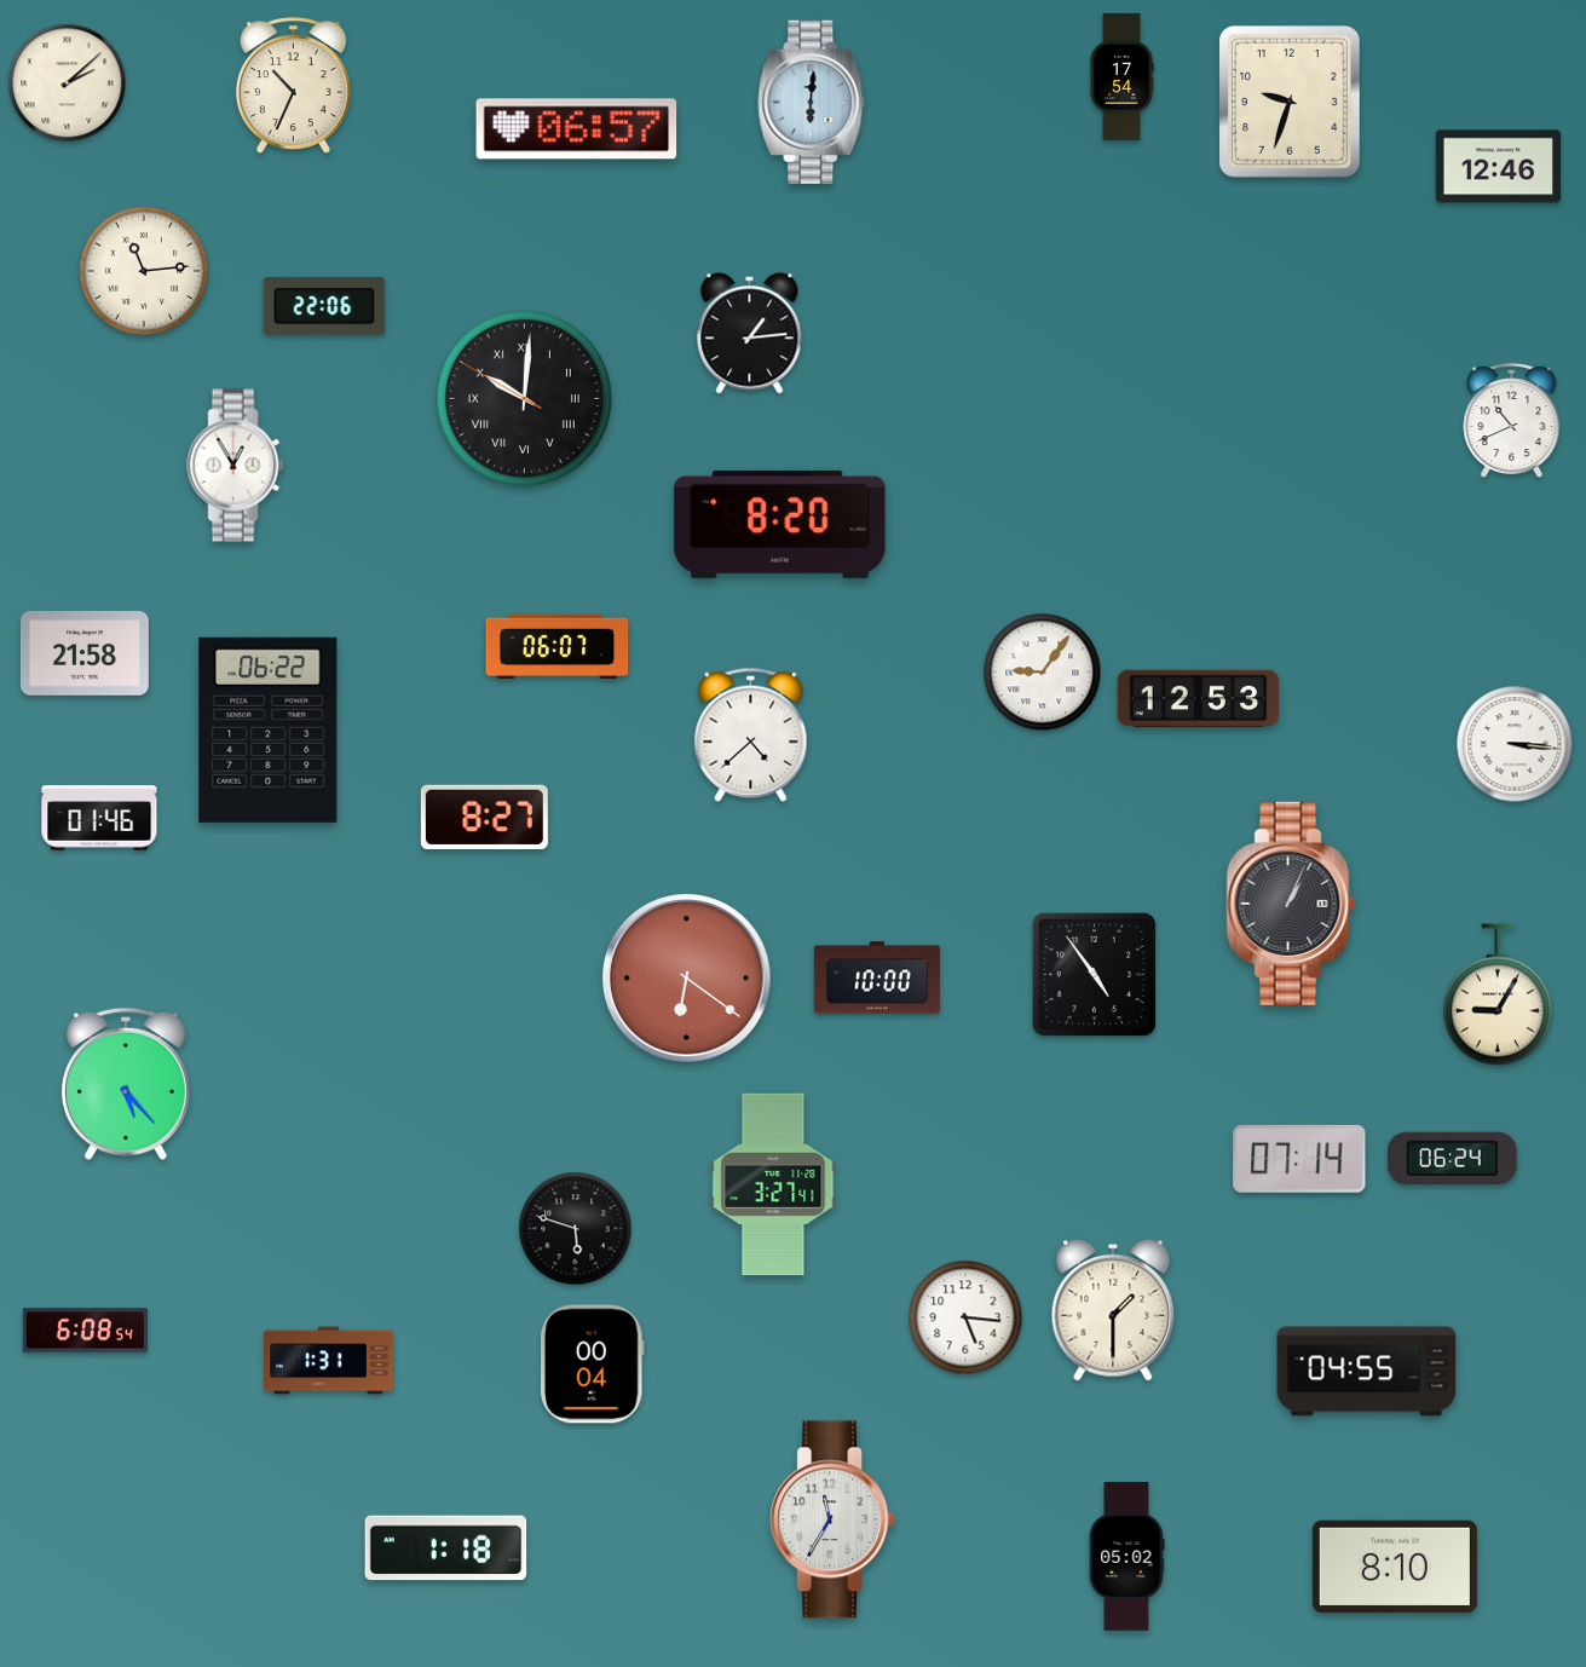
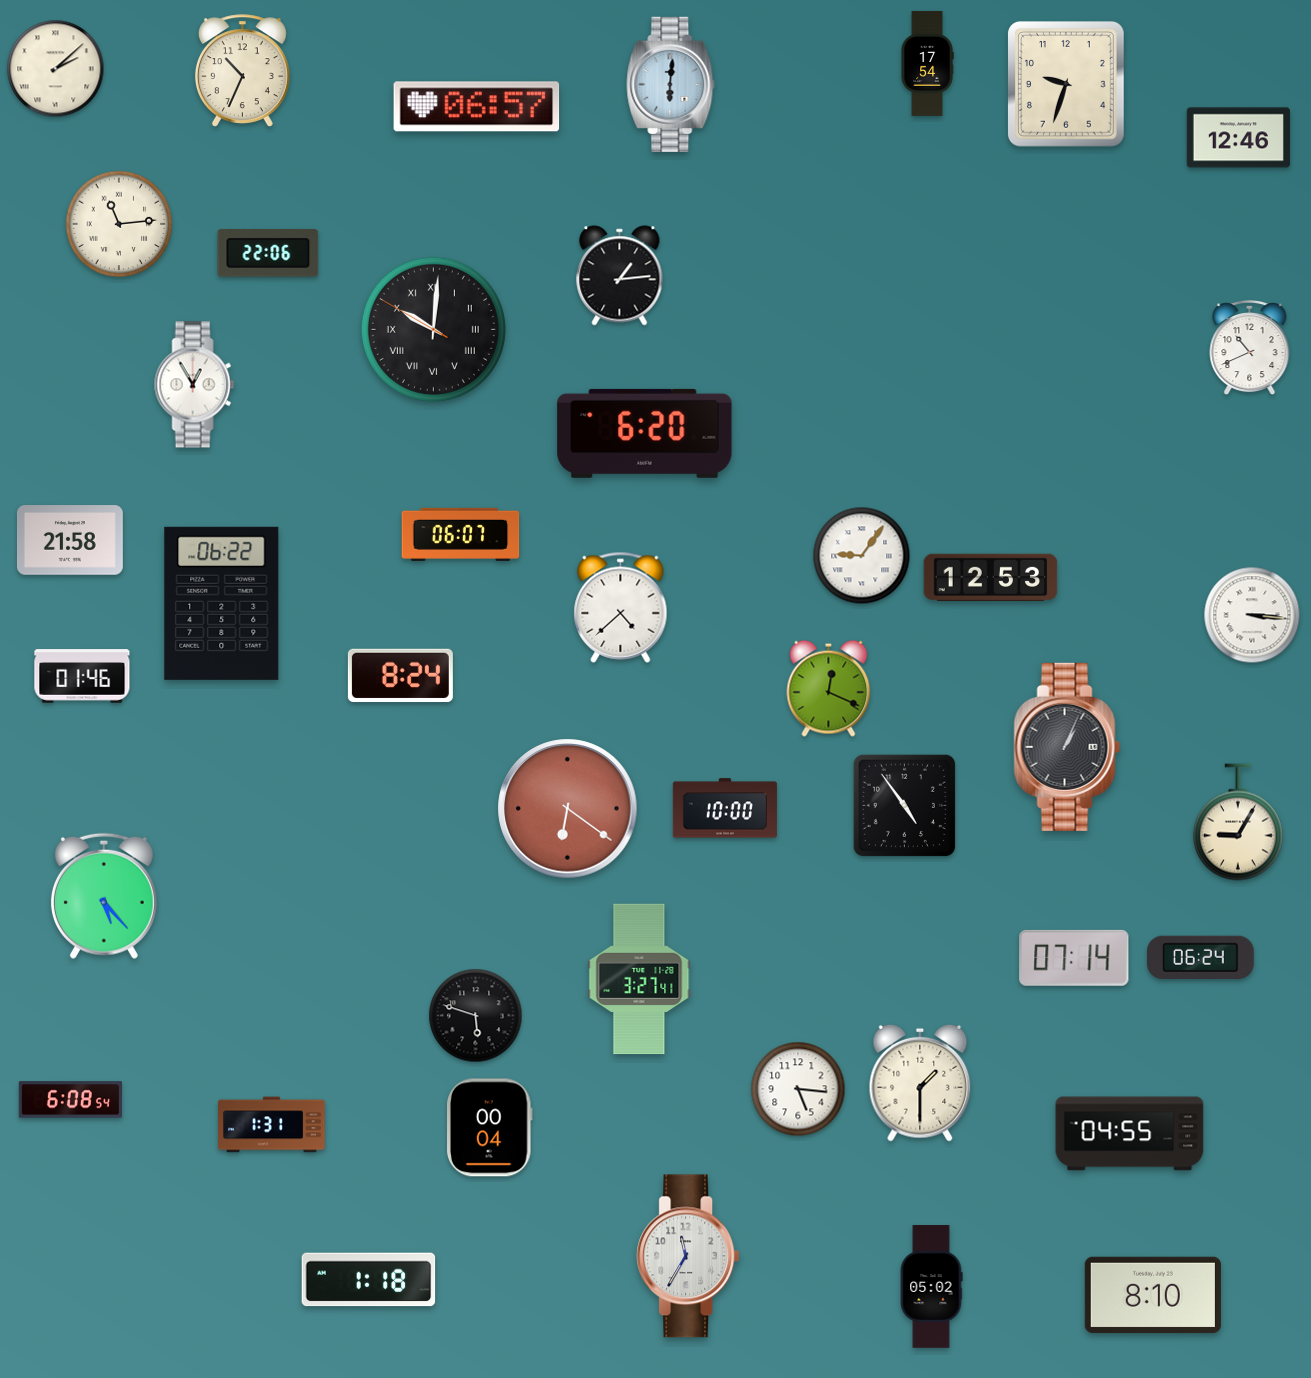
clock at (780, 524): 8:20 -> 6:20
clock at (484, 818): 8:27 -> 8:24
clock at (829, 688): none -> 12:19
